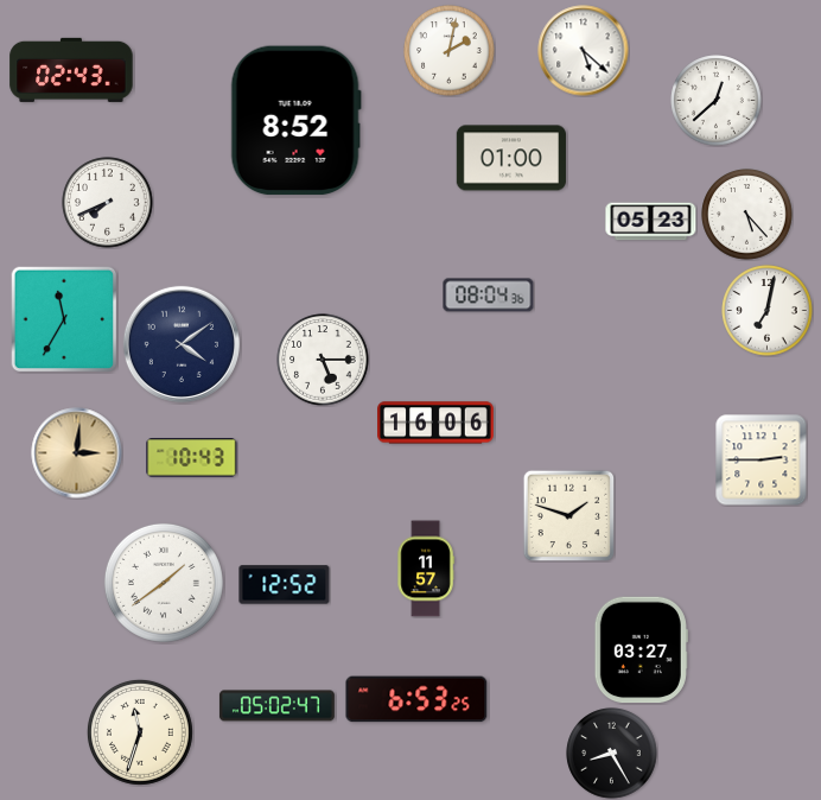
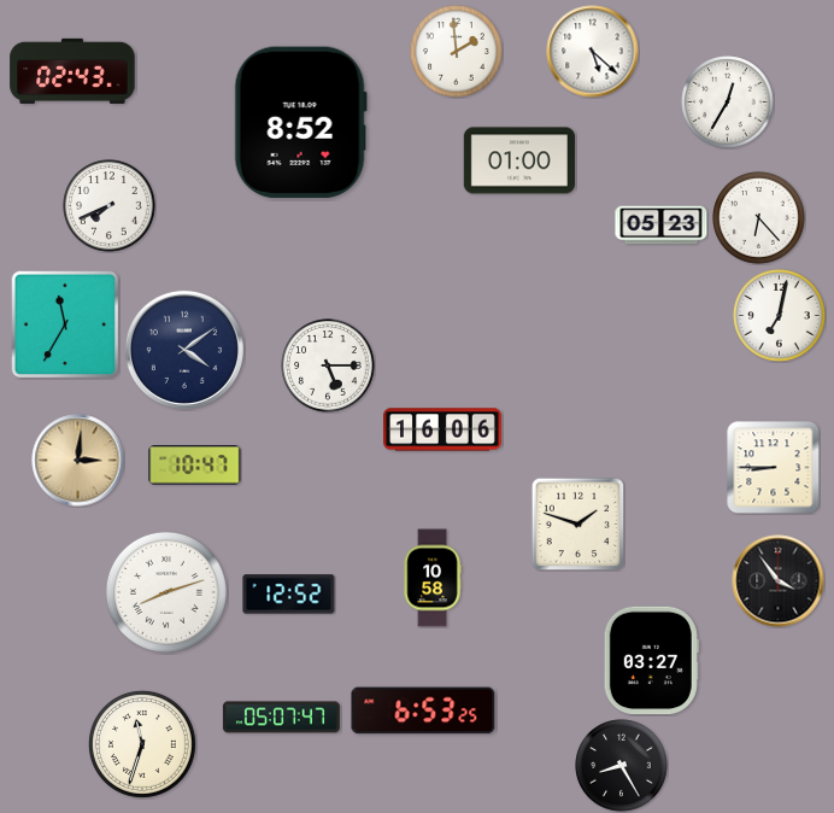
clock at (450, 51): 2:02 -> 1:59
clock at (717, 101): 12:38 -> 12:35
clock at (747, 215): 5:23 -> 6:23
clock at (489, 296): 08:04 -> none
clock at (192, 458): 10:43 -> 10:47
clock at (762, 461): 2:45 -> 8:45
clock at (426, 569): 11:57 -> 10:58
clock at (779, 581): none -> 3:54
clock at (164, 583): 1:39 -> 8:12
clock at (276, 706): 05:02 -> 05:07
